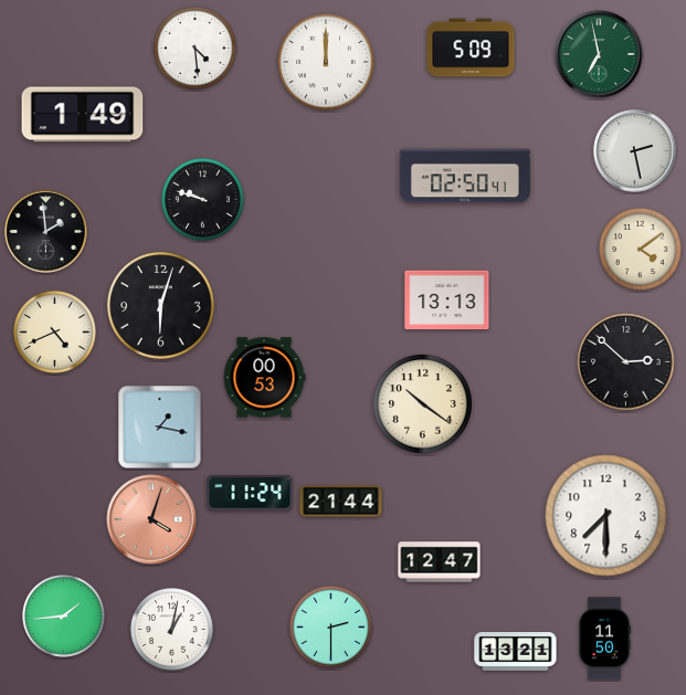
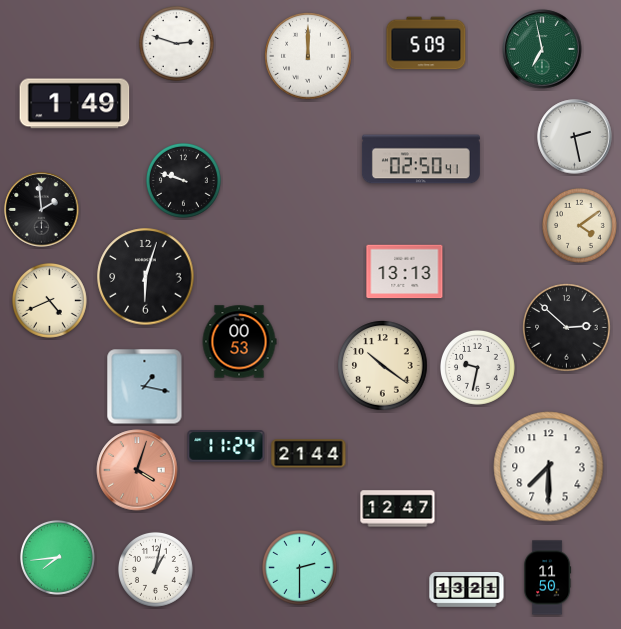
clock at (194, 48): 4:29 -> 2:48
clock at (326, 62) position: (326, 62) -> (308, 56)
clock at (477, 367): none -> 9:32
clock at (63, 615): 1:44 -> 7:44
